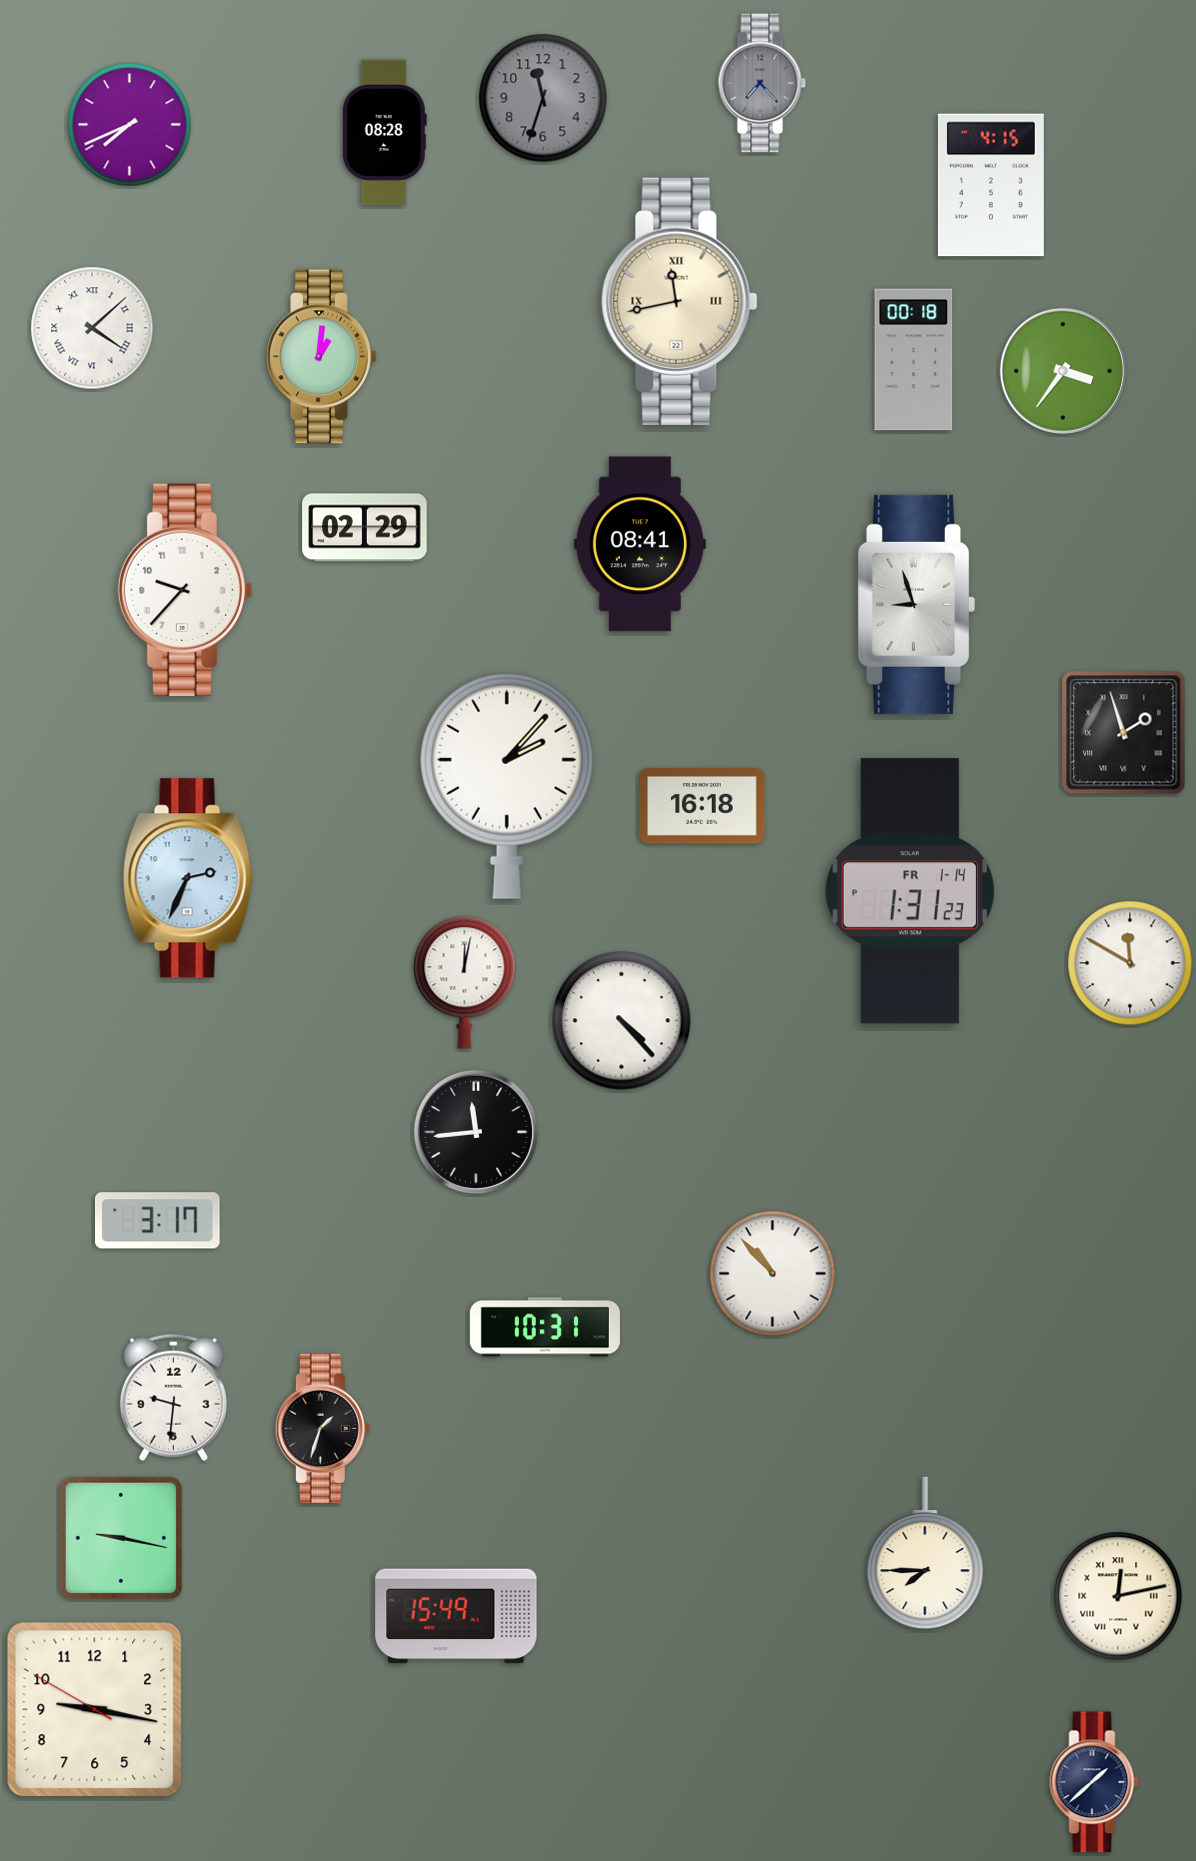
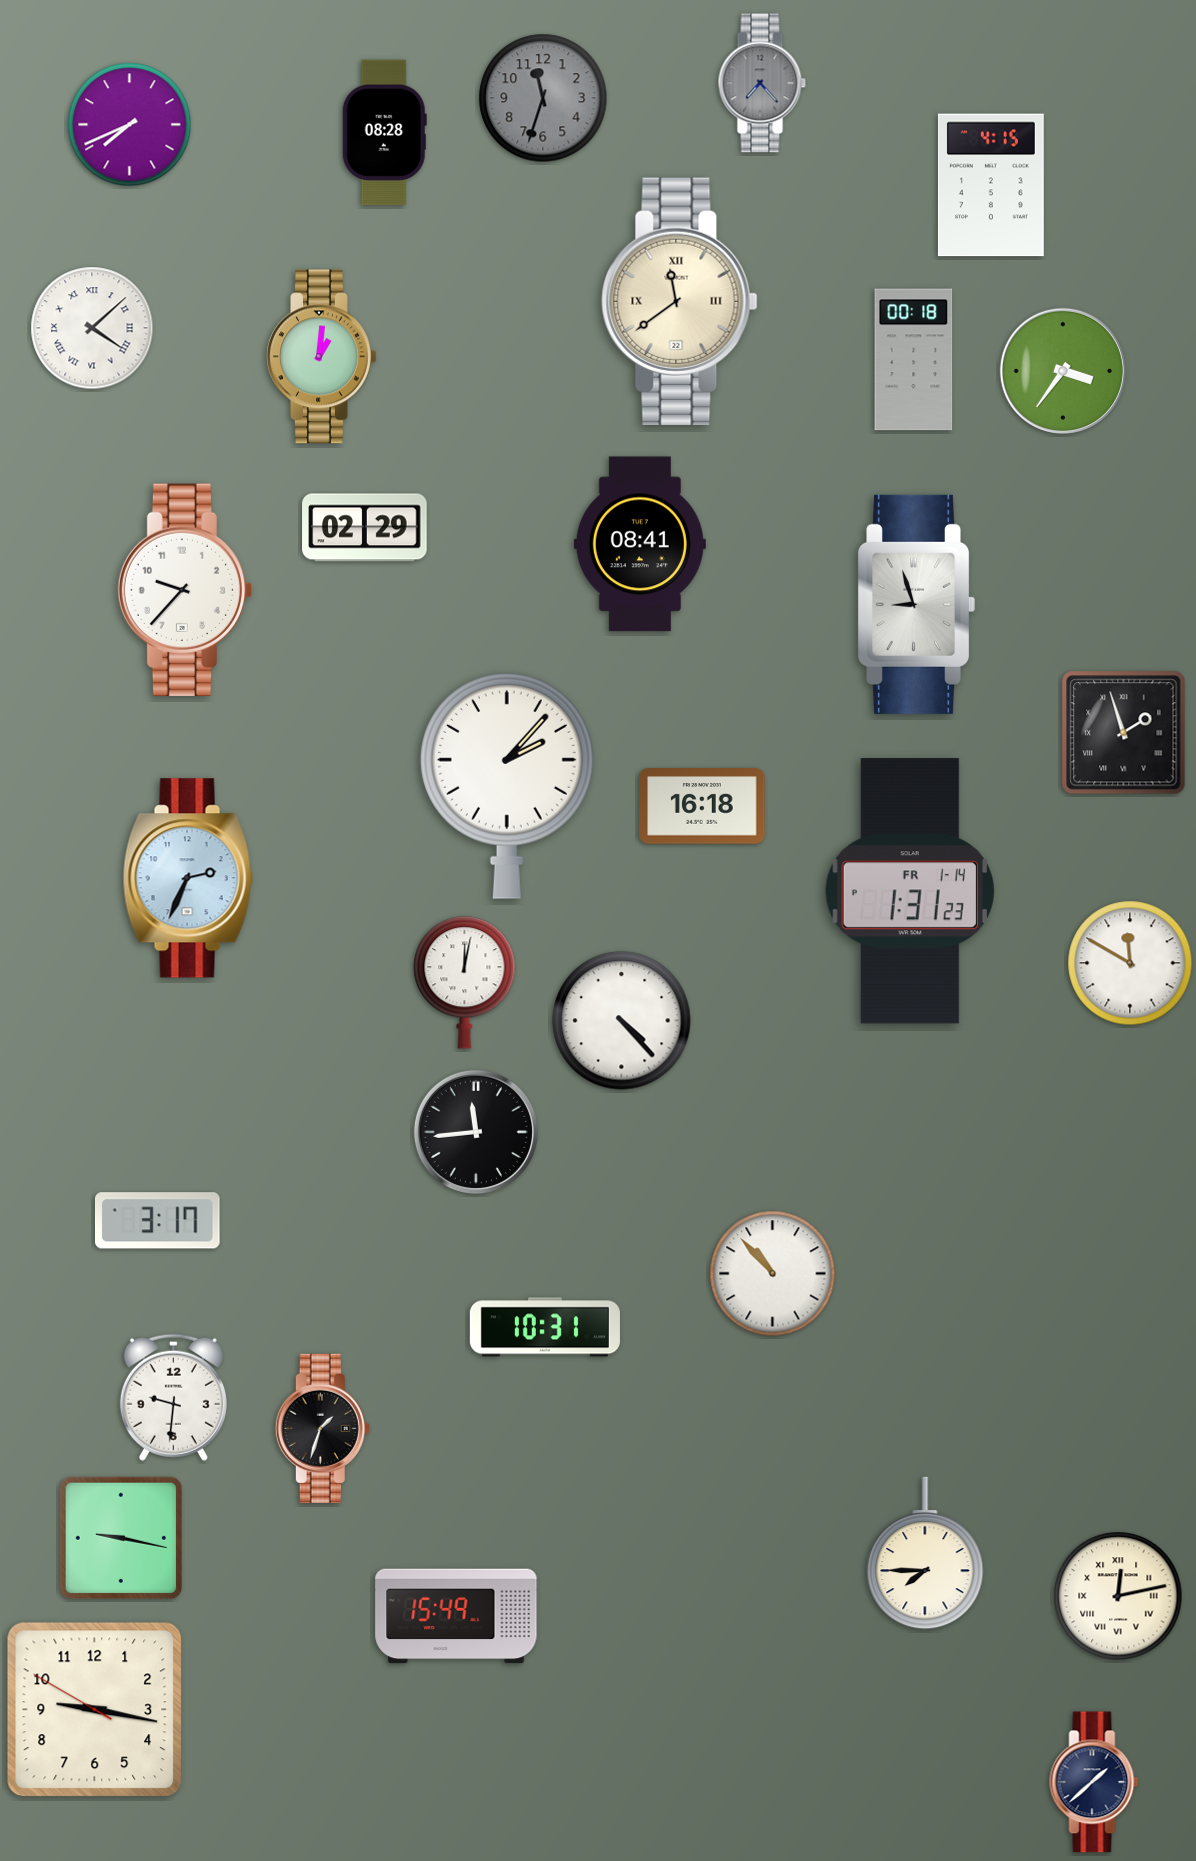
clock at (680, 301): 11:43 -> 11:39
